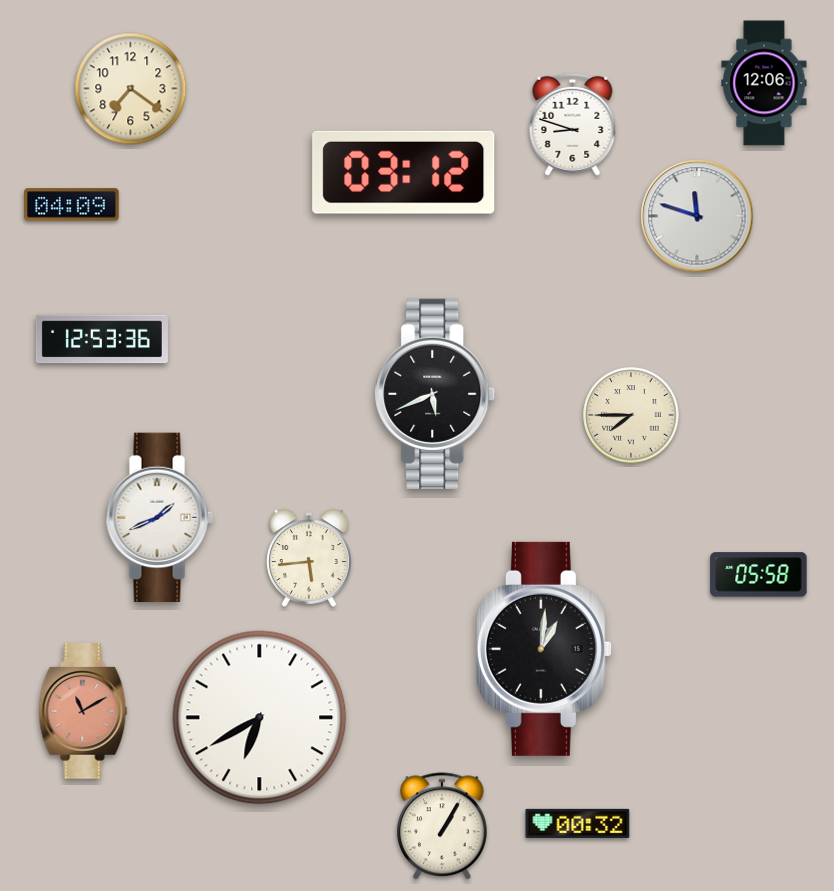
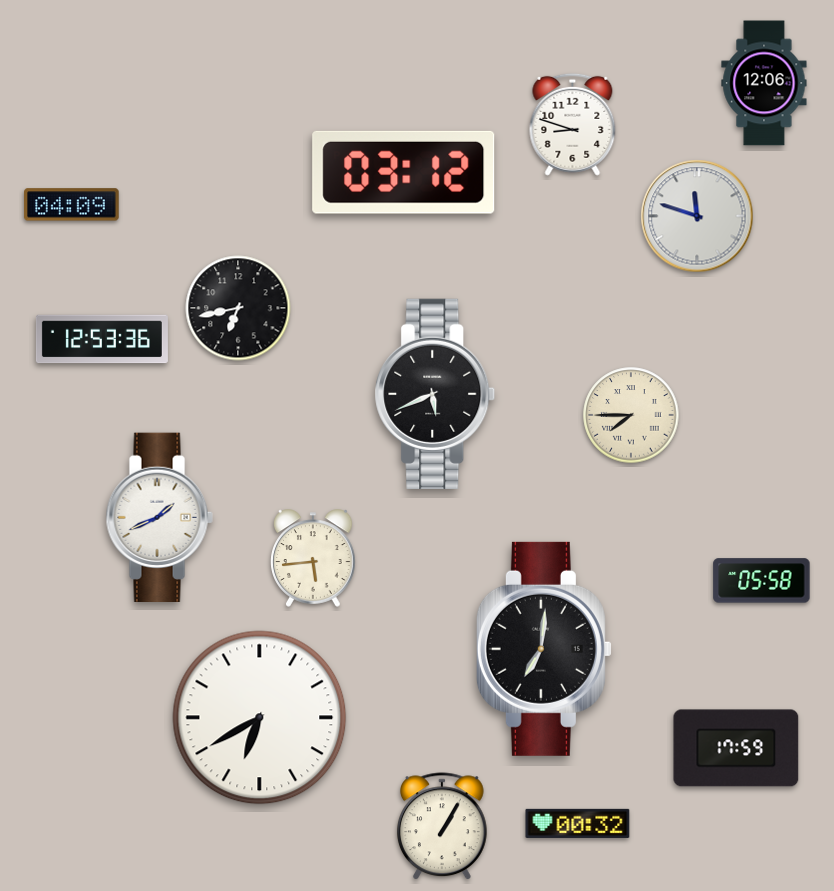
clock at (131, 89): 7:21 -> none
clock at (238, 308): none -> 6:43
clock at (309, 558) position: (309, 558) -> (313, 558)
clock at (759, 575) position: (759, 575) -> (762, 581)
clock at (544, 649): 1:01 -> 7:01
clock at (83, 711): 11:10 -> none
clock at (736, 748): none -> 17:59
